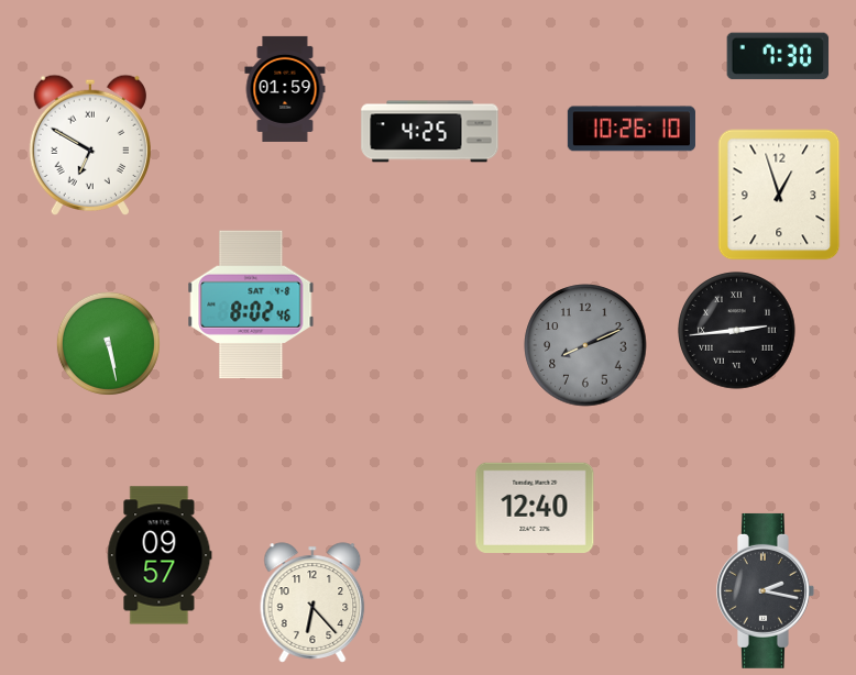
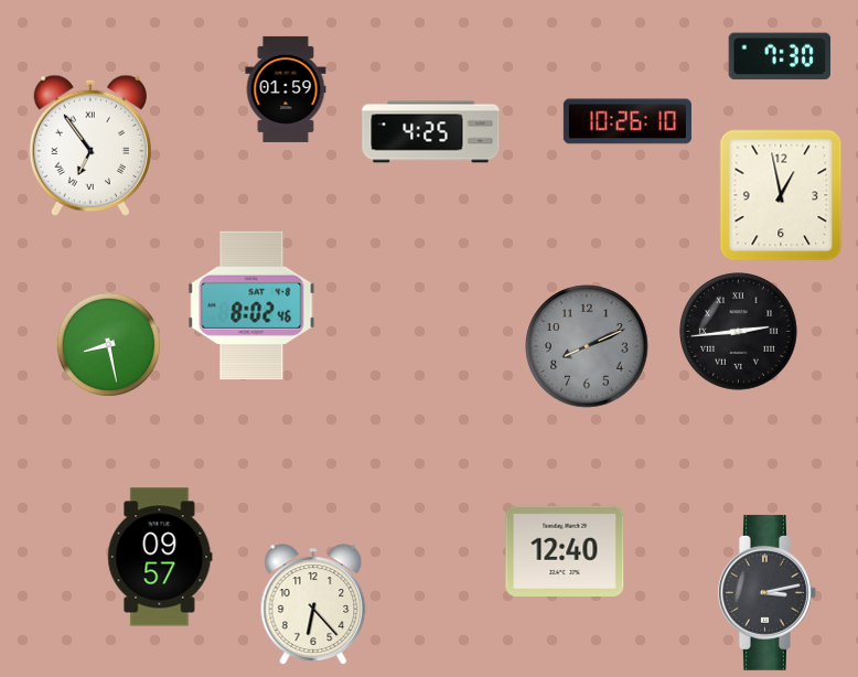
clock at (632, 129) position: (632, 129) -> (628, 121)
clock at (89, 144): 6:50 -> 6:54
clock at (779, 195): 12:57 -> 12:58
clock at (108, 343): 5:28 -> 8:28
clock at (535, 508) position: (535, 508) -> (565, 551)
clock at (766, 590): 2:17 -> 3:13
